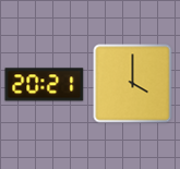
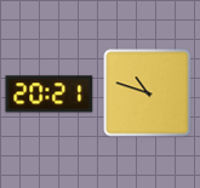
clock at (133, 84): 4:00 -> 10:48
